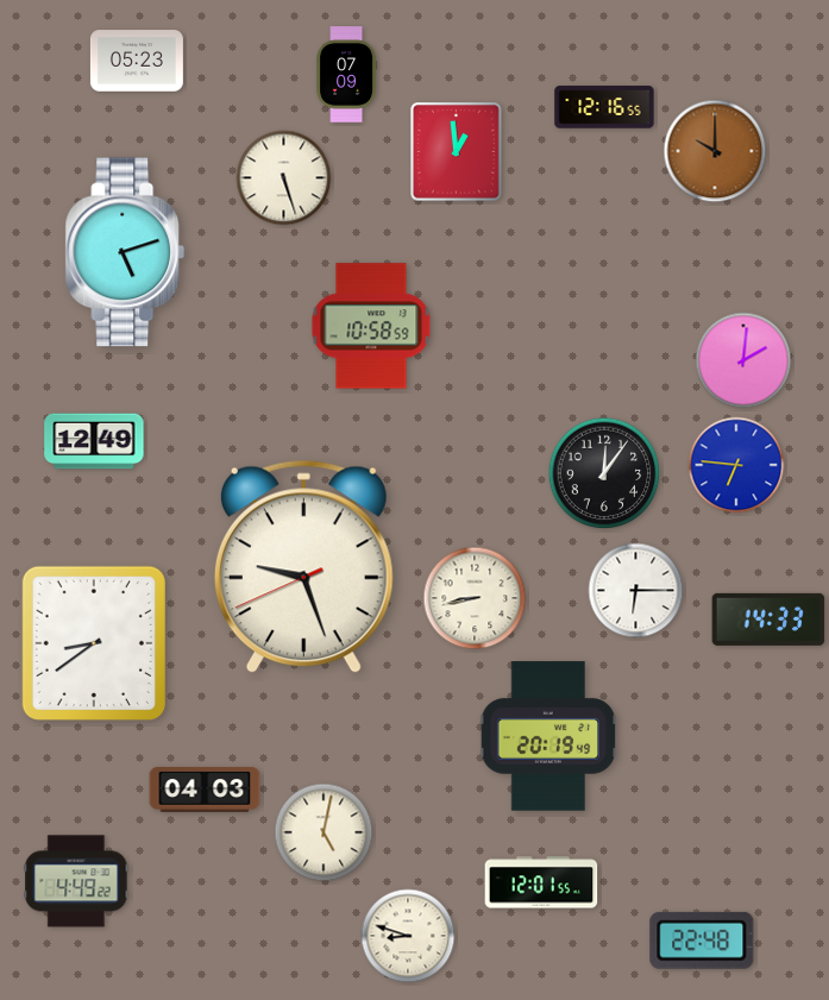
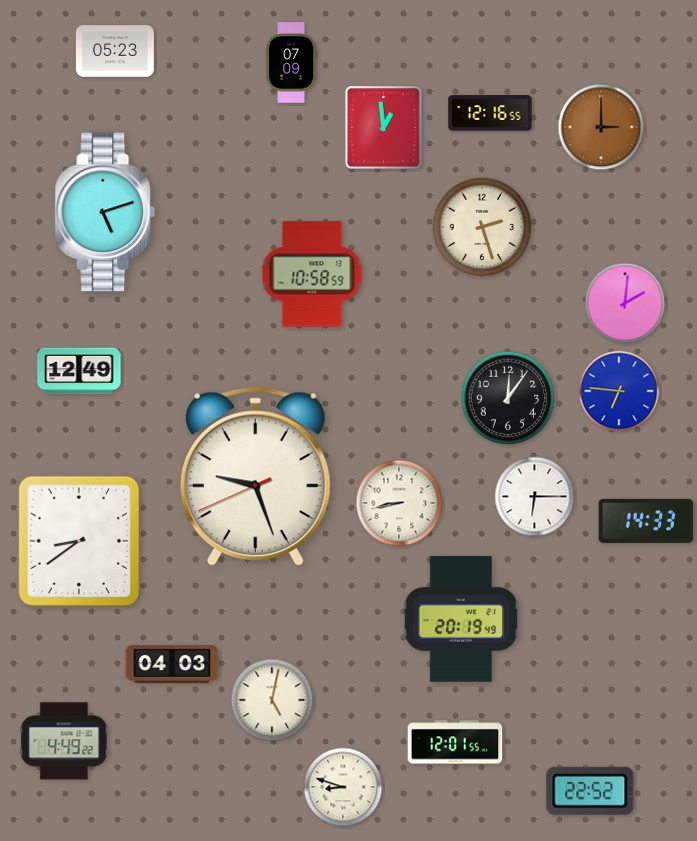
clock at (604, 107) position: (604, 107) -> (490, 113)
clock at (715, 151): 10:00 -> 3:00
clock at (284, 178): 5:27 -> none
clock at (481, 226): none -> 2:27
clock at (702, 941): 22:48 -> 22:52
